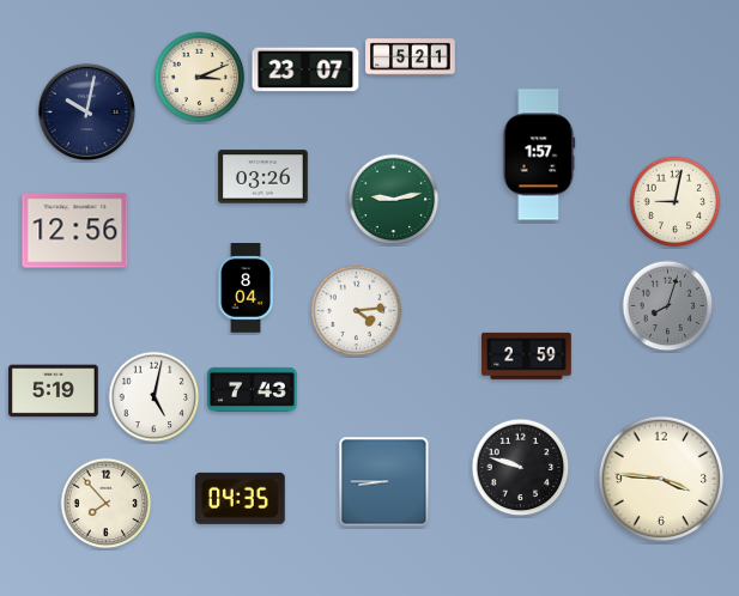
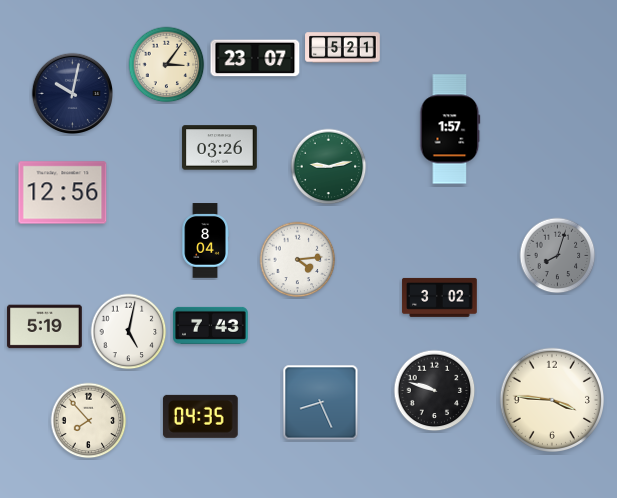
clock at (200, 78): 3:11 -> 3:06
clock at (676, 202): 9:02 -> none
clock at (527, 355): 2:59 -> 3:02
clock at (384, 482): 8:45 -> 8:26
